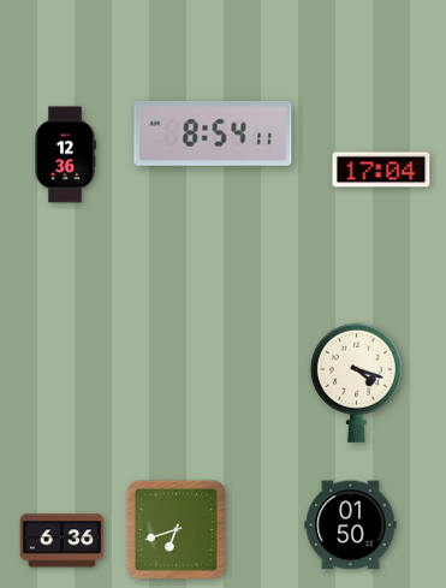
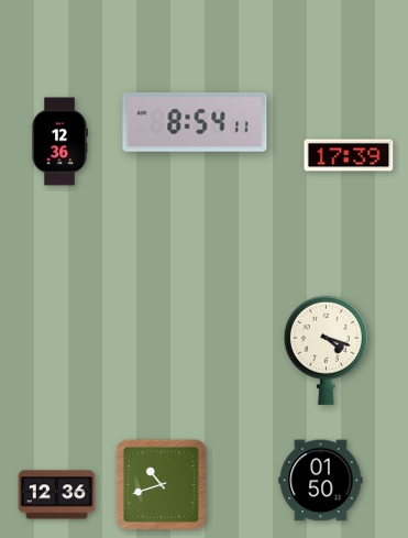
clock at (381, 170): 17:04 -> 17:39
clock at (176, 529): 6:42 -> 10:42
clock at (63, 541): 6:36 -> 12:36
